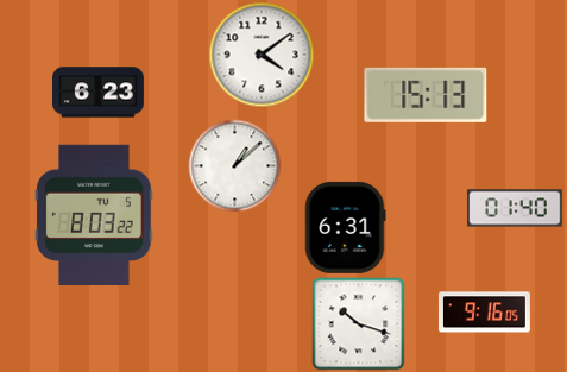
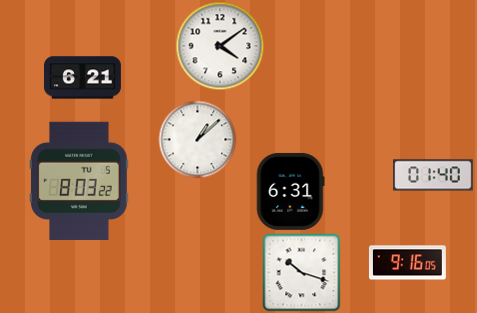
clock at (97, 93): 6:23 -> 6:21
clock at (426, 95): 15:13 -> none
